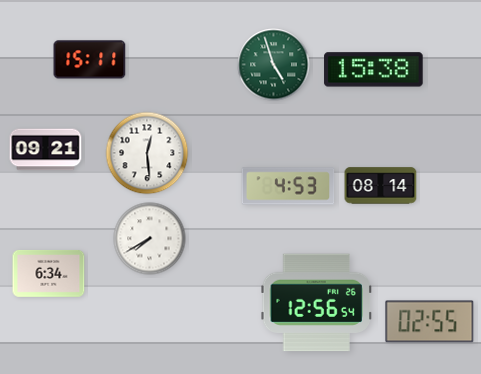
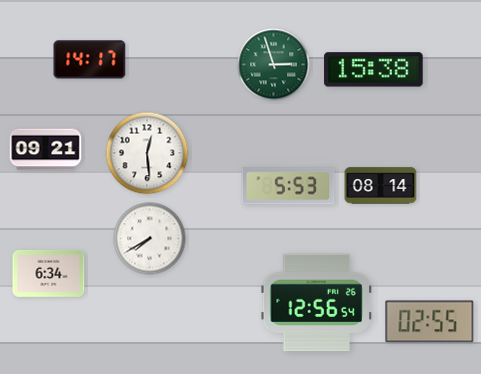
clock at (90, 60): 15:11 -> 14:17
clock at (274, 65): 4:57 -> 2:57
clock at (288, 186): 4:53 -> 5:53
